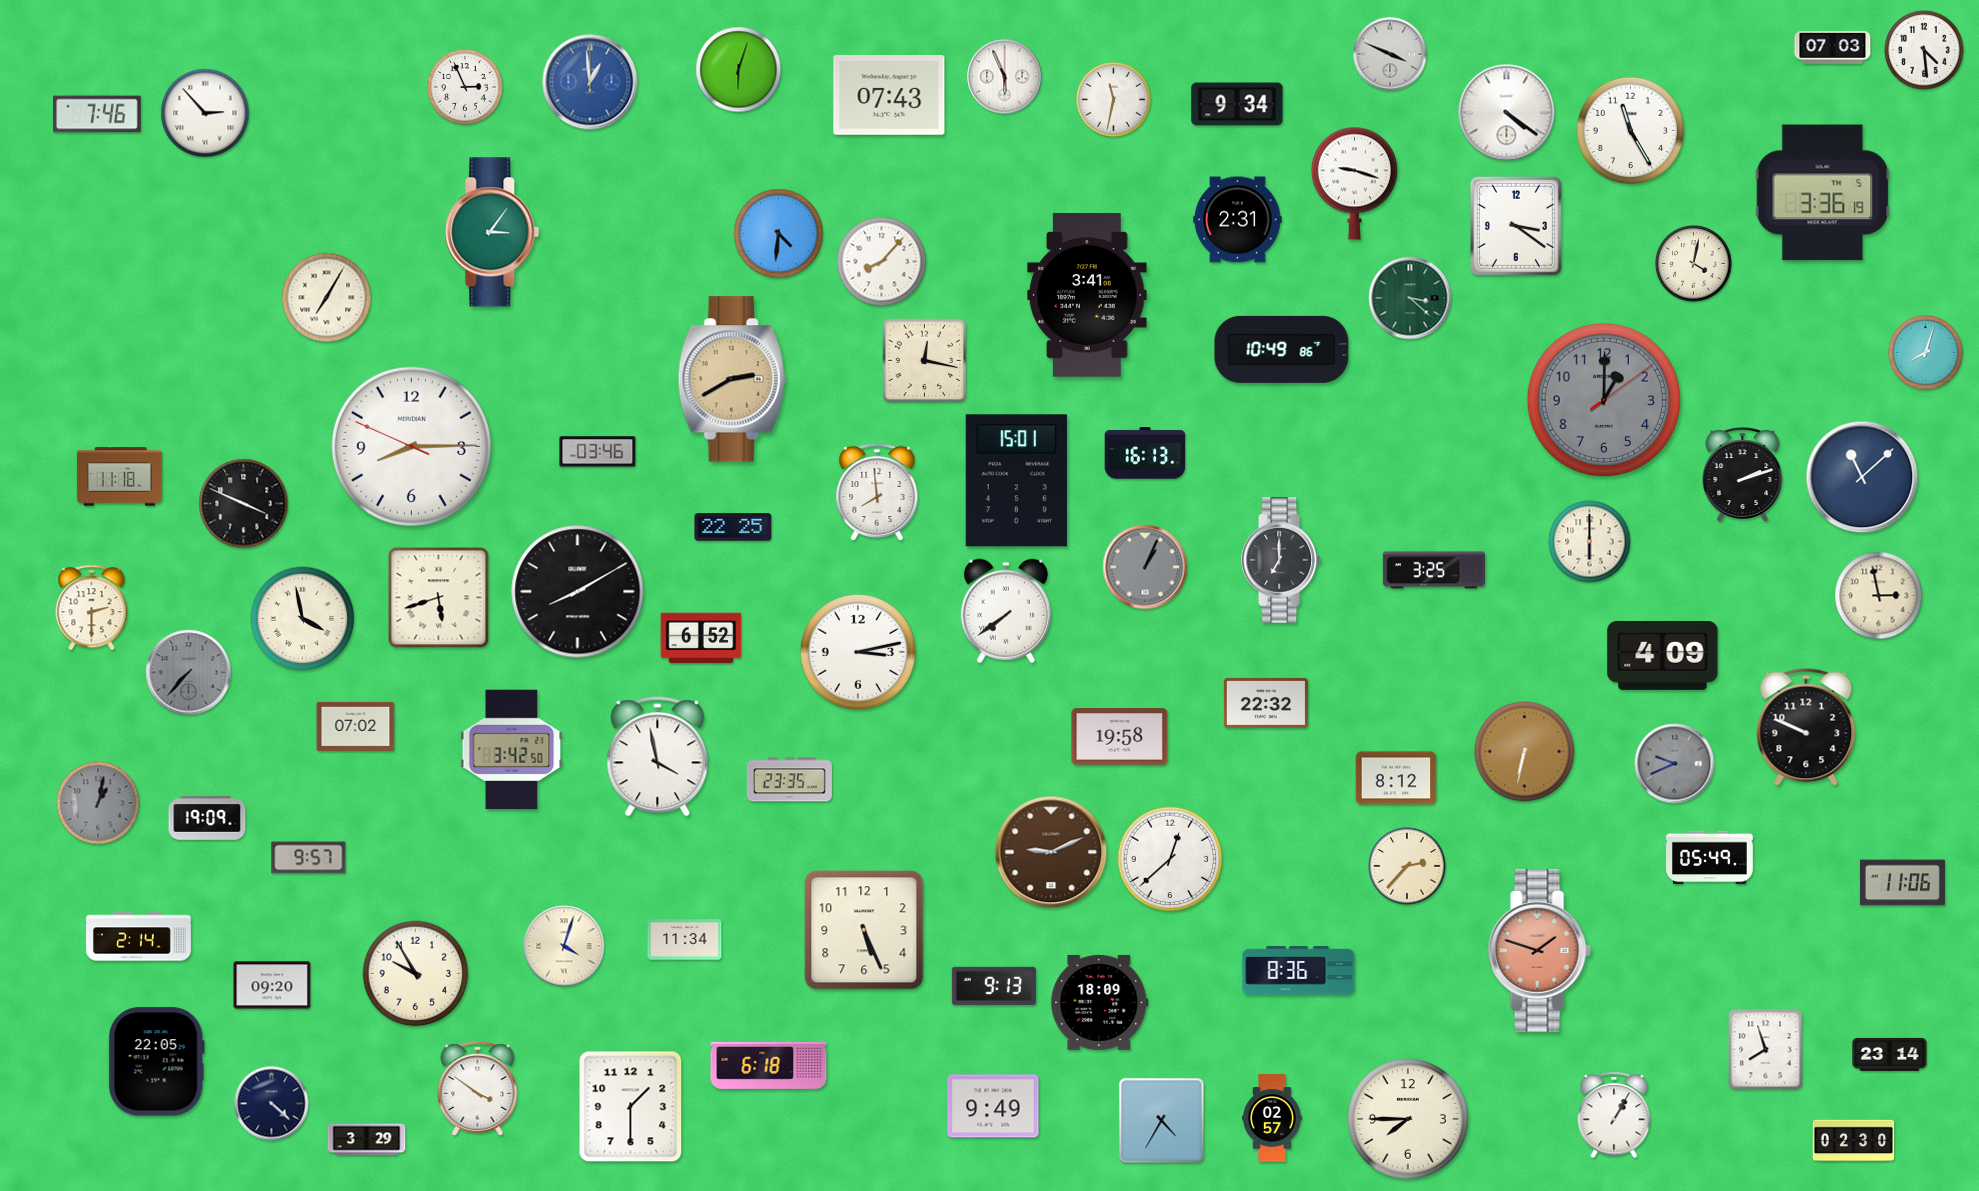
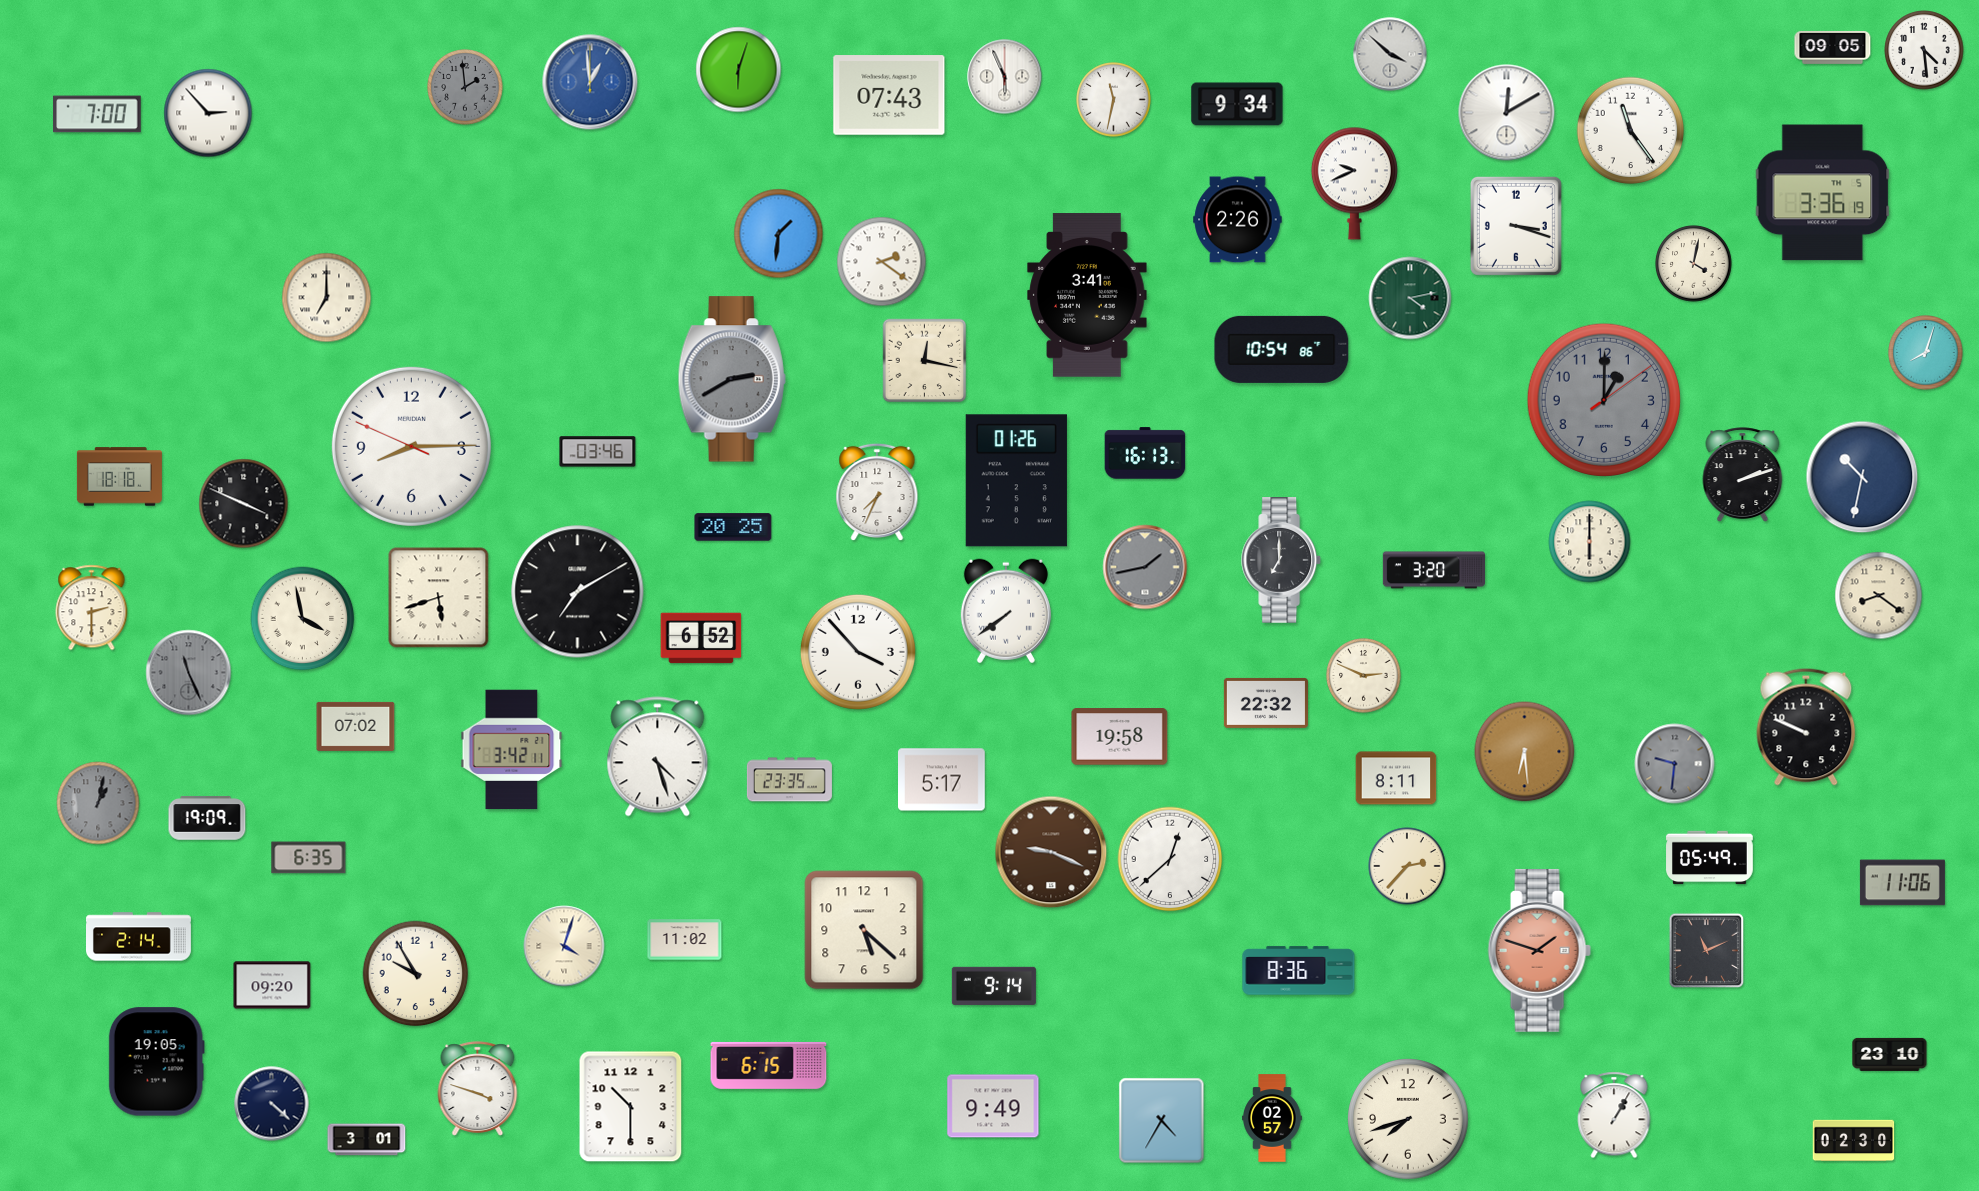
clock at (1833, 47): 07:03 -> 09:05
clock at (1390, 54): 3:49 -> 3:52
clock at (465, 87): 2:56 -> 1:59
clock at (465, 87) dial: white -> grey
clock at (205, 113) position: (205, 113) -> (208, 113)
clock at (1507, 113): 4:21 -> 12:10
clock at (97, 114): 7:46 -> 7:00
clock at (1631, 131): 11:25 -> 11:24
clock at (1354, 183): 9:18 -> 9:41
clock at (1238, 220): 2:31 -> 2:26
clock at (1516, 226): 3:21 -> 3:18
clock at (492, 232): 3:06 -> none
clock at (779, 234): 4:31 -> 1:31
clock at (882, 262): 8:07 -> 2:21
clock at (327, 298): 7:05 -> 7:00
clock at (1410, 298): 3:22 -> 4:13
clock at (1282, 349): 10:49 -> 10:54
clock at (732, 379) dial: champagne -> grey
clock at (119, 477): 11:18 -> 18:18
clock at (1862, 477): 11:08 -> 10:32
clock at (1016, 481): 15:01 -> 01:26
clock at (877, 492): 7:59 -> 7:34
clock at (733, 527): 22:25 -> 20:25
clock at (1145, 567): 1:04 -> 1:43
clock at (1433, 570): 3:25 -> 3:20
clock at (578, 592): 8:10 -> 7:10
clock at (1879, 596): 2:58 -> 8:21
clock at (858, 652): 3:13 -> 3:53
clock at (1663, 655): 4:09 -> none
clock at (189, 673): 7:37 -> 11:26
clock at (1364, 676): none -> 2:49
clock at (512, 750): 3:42:50 -> 3:42:11
clock at (1525, 752): 6:32 -> 6:29
clock at (658, 757): 3:58 -> 4:27
clock at (1675, 764): 9:41 -> 9:31
clock at (1396, 778): 8:12 -> 8:11
clock at (942, 780): none -> 5:17
clock at (1051, 852): 9:11 -> 9:19
clock at (309, 858): 9:57 -> 6:35
clock at (864, 930): 5:26 -> 5:22
clock at (685, 940): 11:34 -> 11:02
clock at (1707, 951): none -> 11:11
clock at (994, 986): 9:13 -> 9:14
clock at (1100, 1002): 18:09 -> none
clock at (1766, 1050): 7:57 -> none
clock at (1890, 1054): 23:14 -> 23:10
clock at (156, 1062): 22:05 -> 19:05
clock at (769, 1065): 6:18 -> 6:15
clock at (478, 1089): 3:51 -> 3:48
clock at (631, 1107): 1:30 -> 10:30
clock at (1409, 1120): 7:45 -> 7:42
clock at (367, 1140): 3:29 -> 3:01
